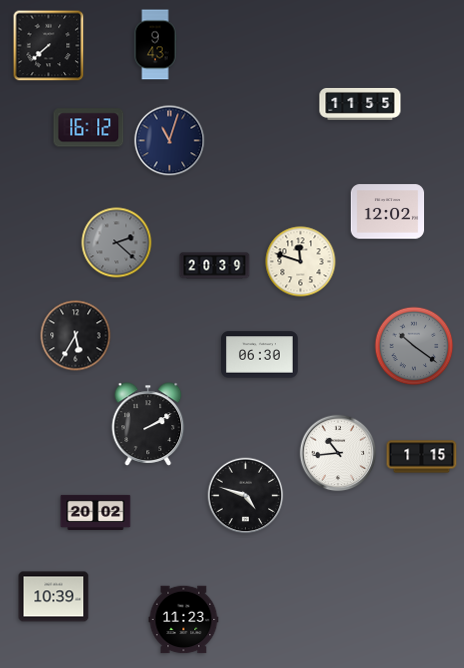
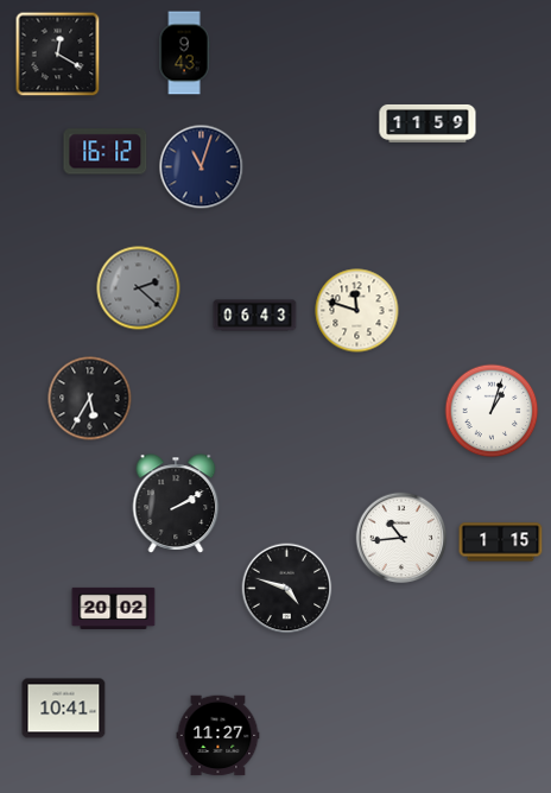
clock at (49, 46): 7:38 -> 12:20
clock at (360, 104): 11:55 -> 11:59
clock at (388, 212): 12:02 -> none
clock at (215, 266): 20:39 -> 06:43
clock at (414, 346): 10:21 -> 1:03
clock at (414, 346) dial: grey -> white
clock at (260, 355): 06:30 -> none
clock at (246, 496) position: (246, 496) -> (287, 589)
clock at (54, 597): 10:39 -> 10:41
clock at (184, 620): 11:23 -> 11:27
